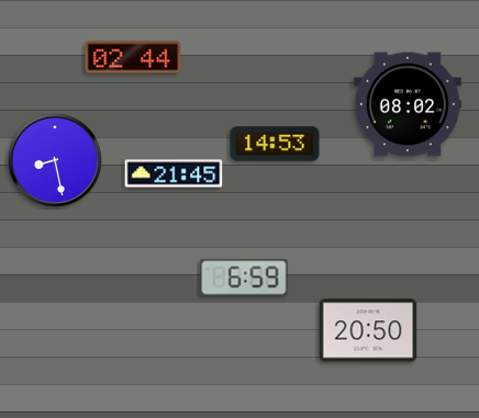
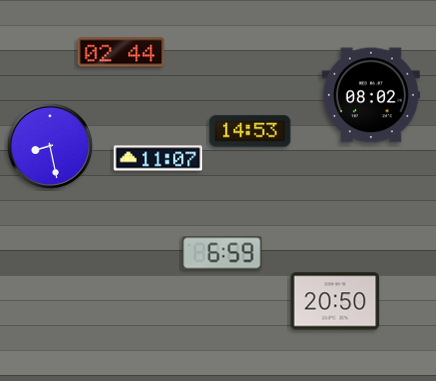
clock at (174, 173): 21:45 -> 11:07
